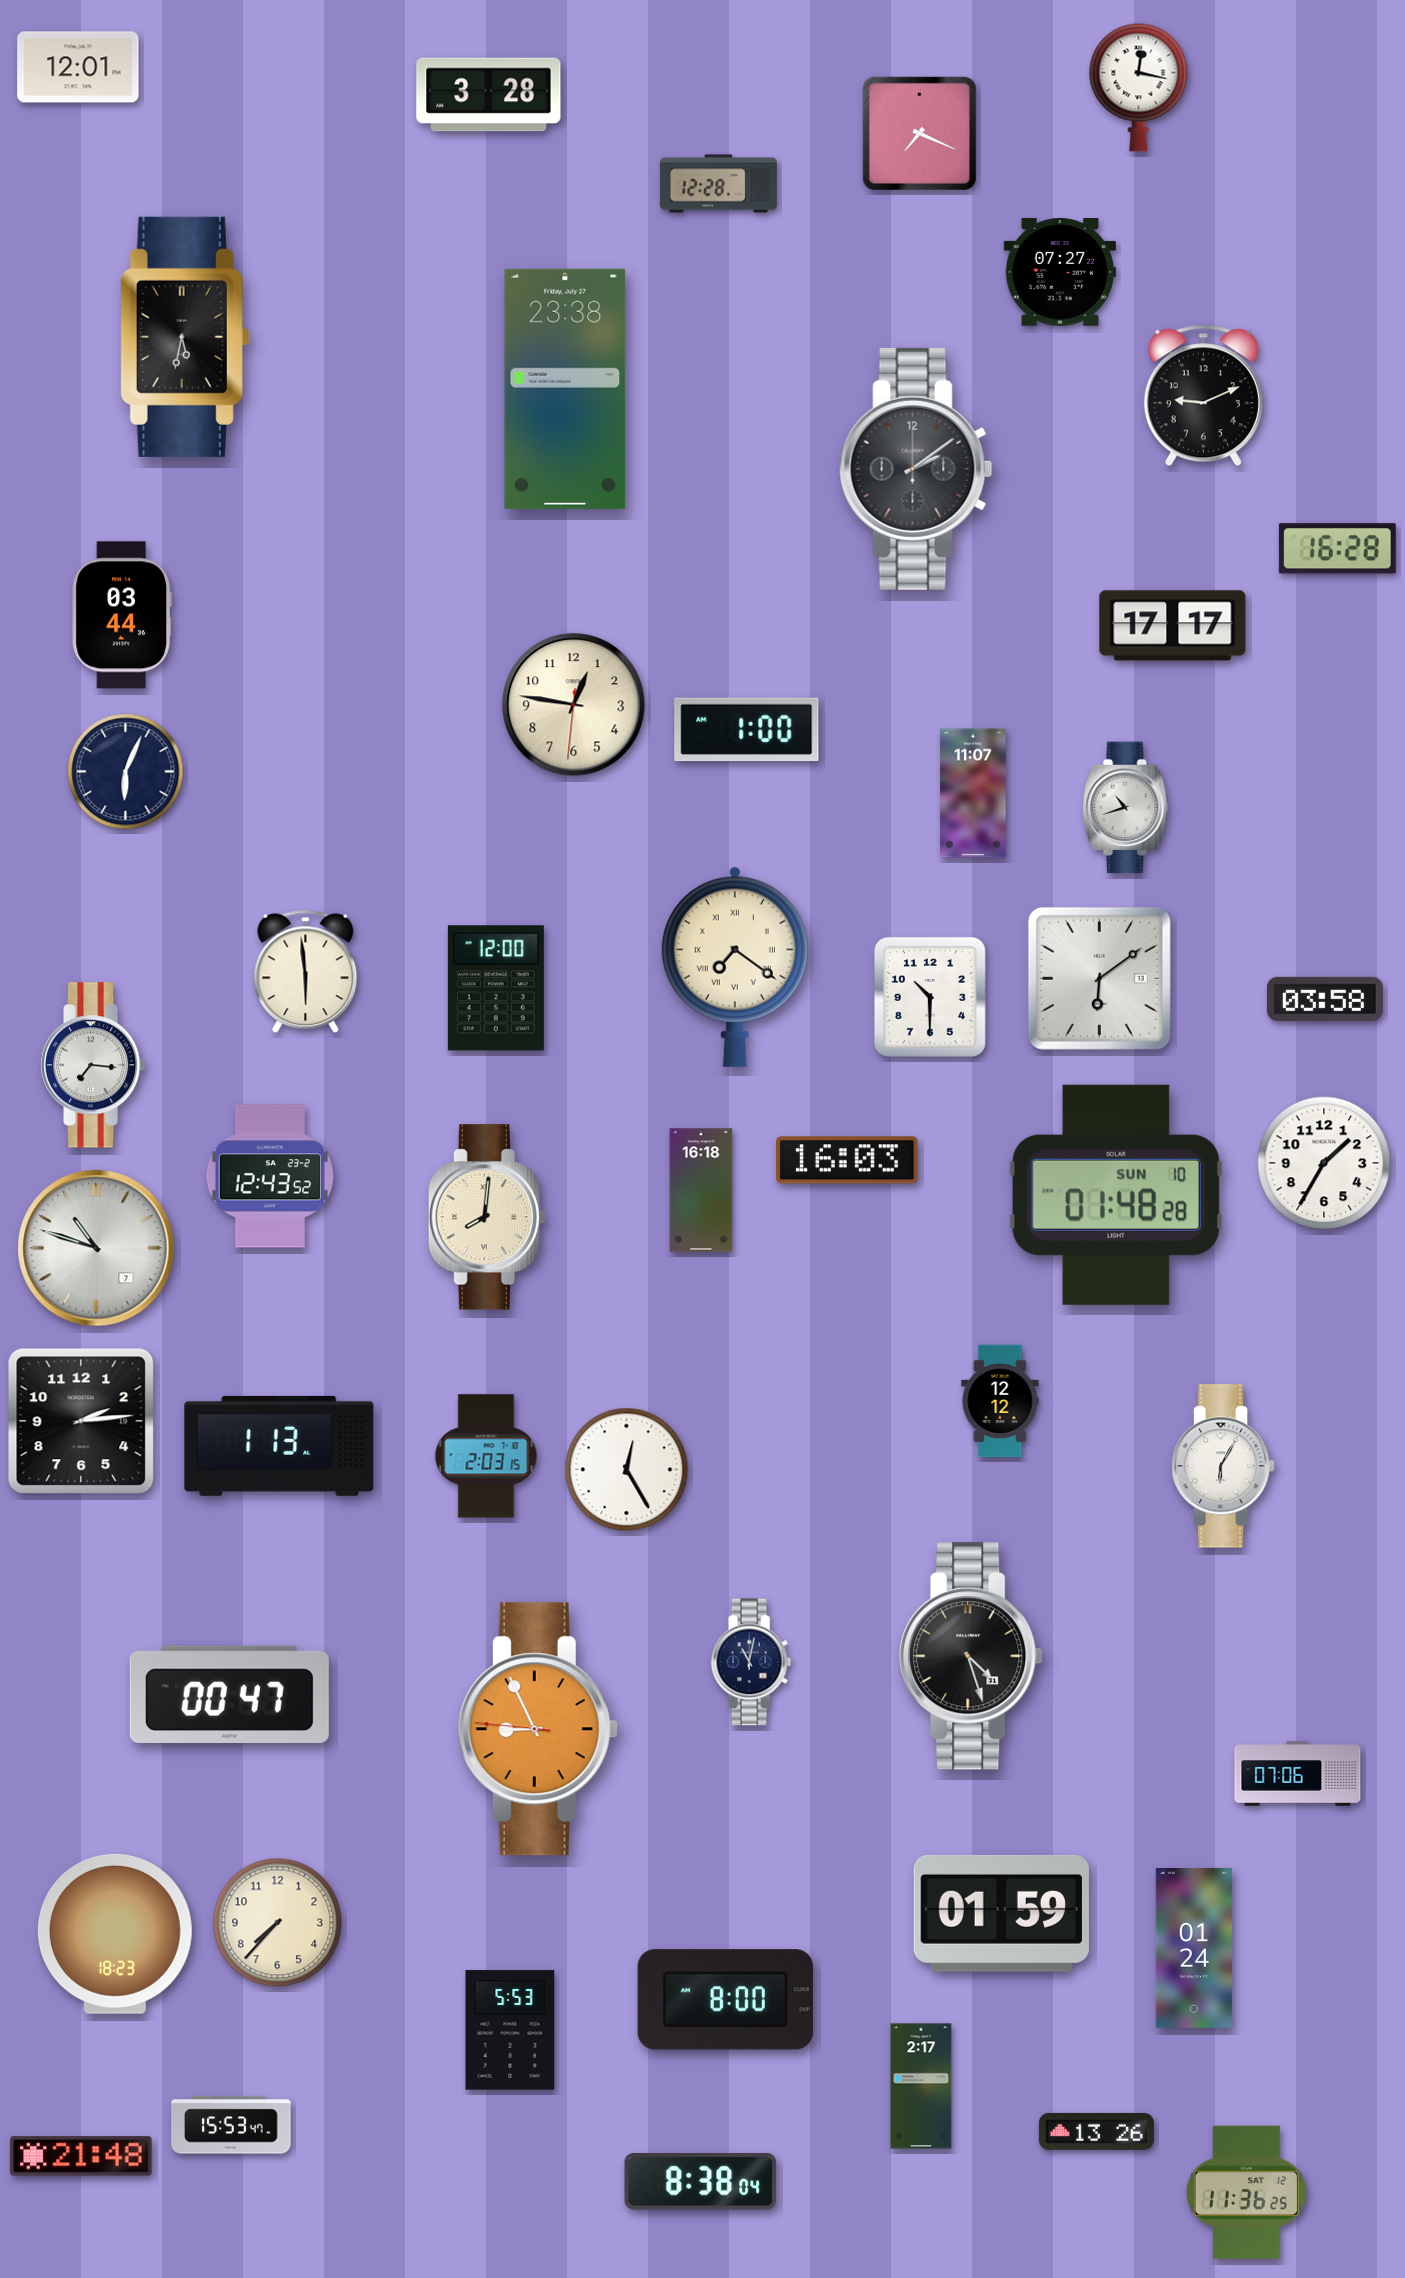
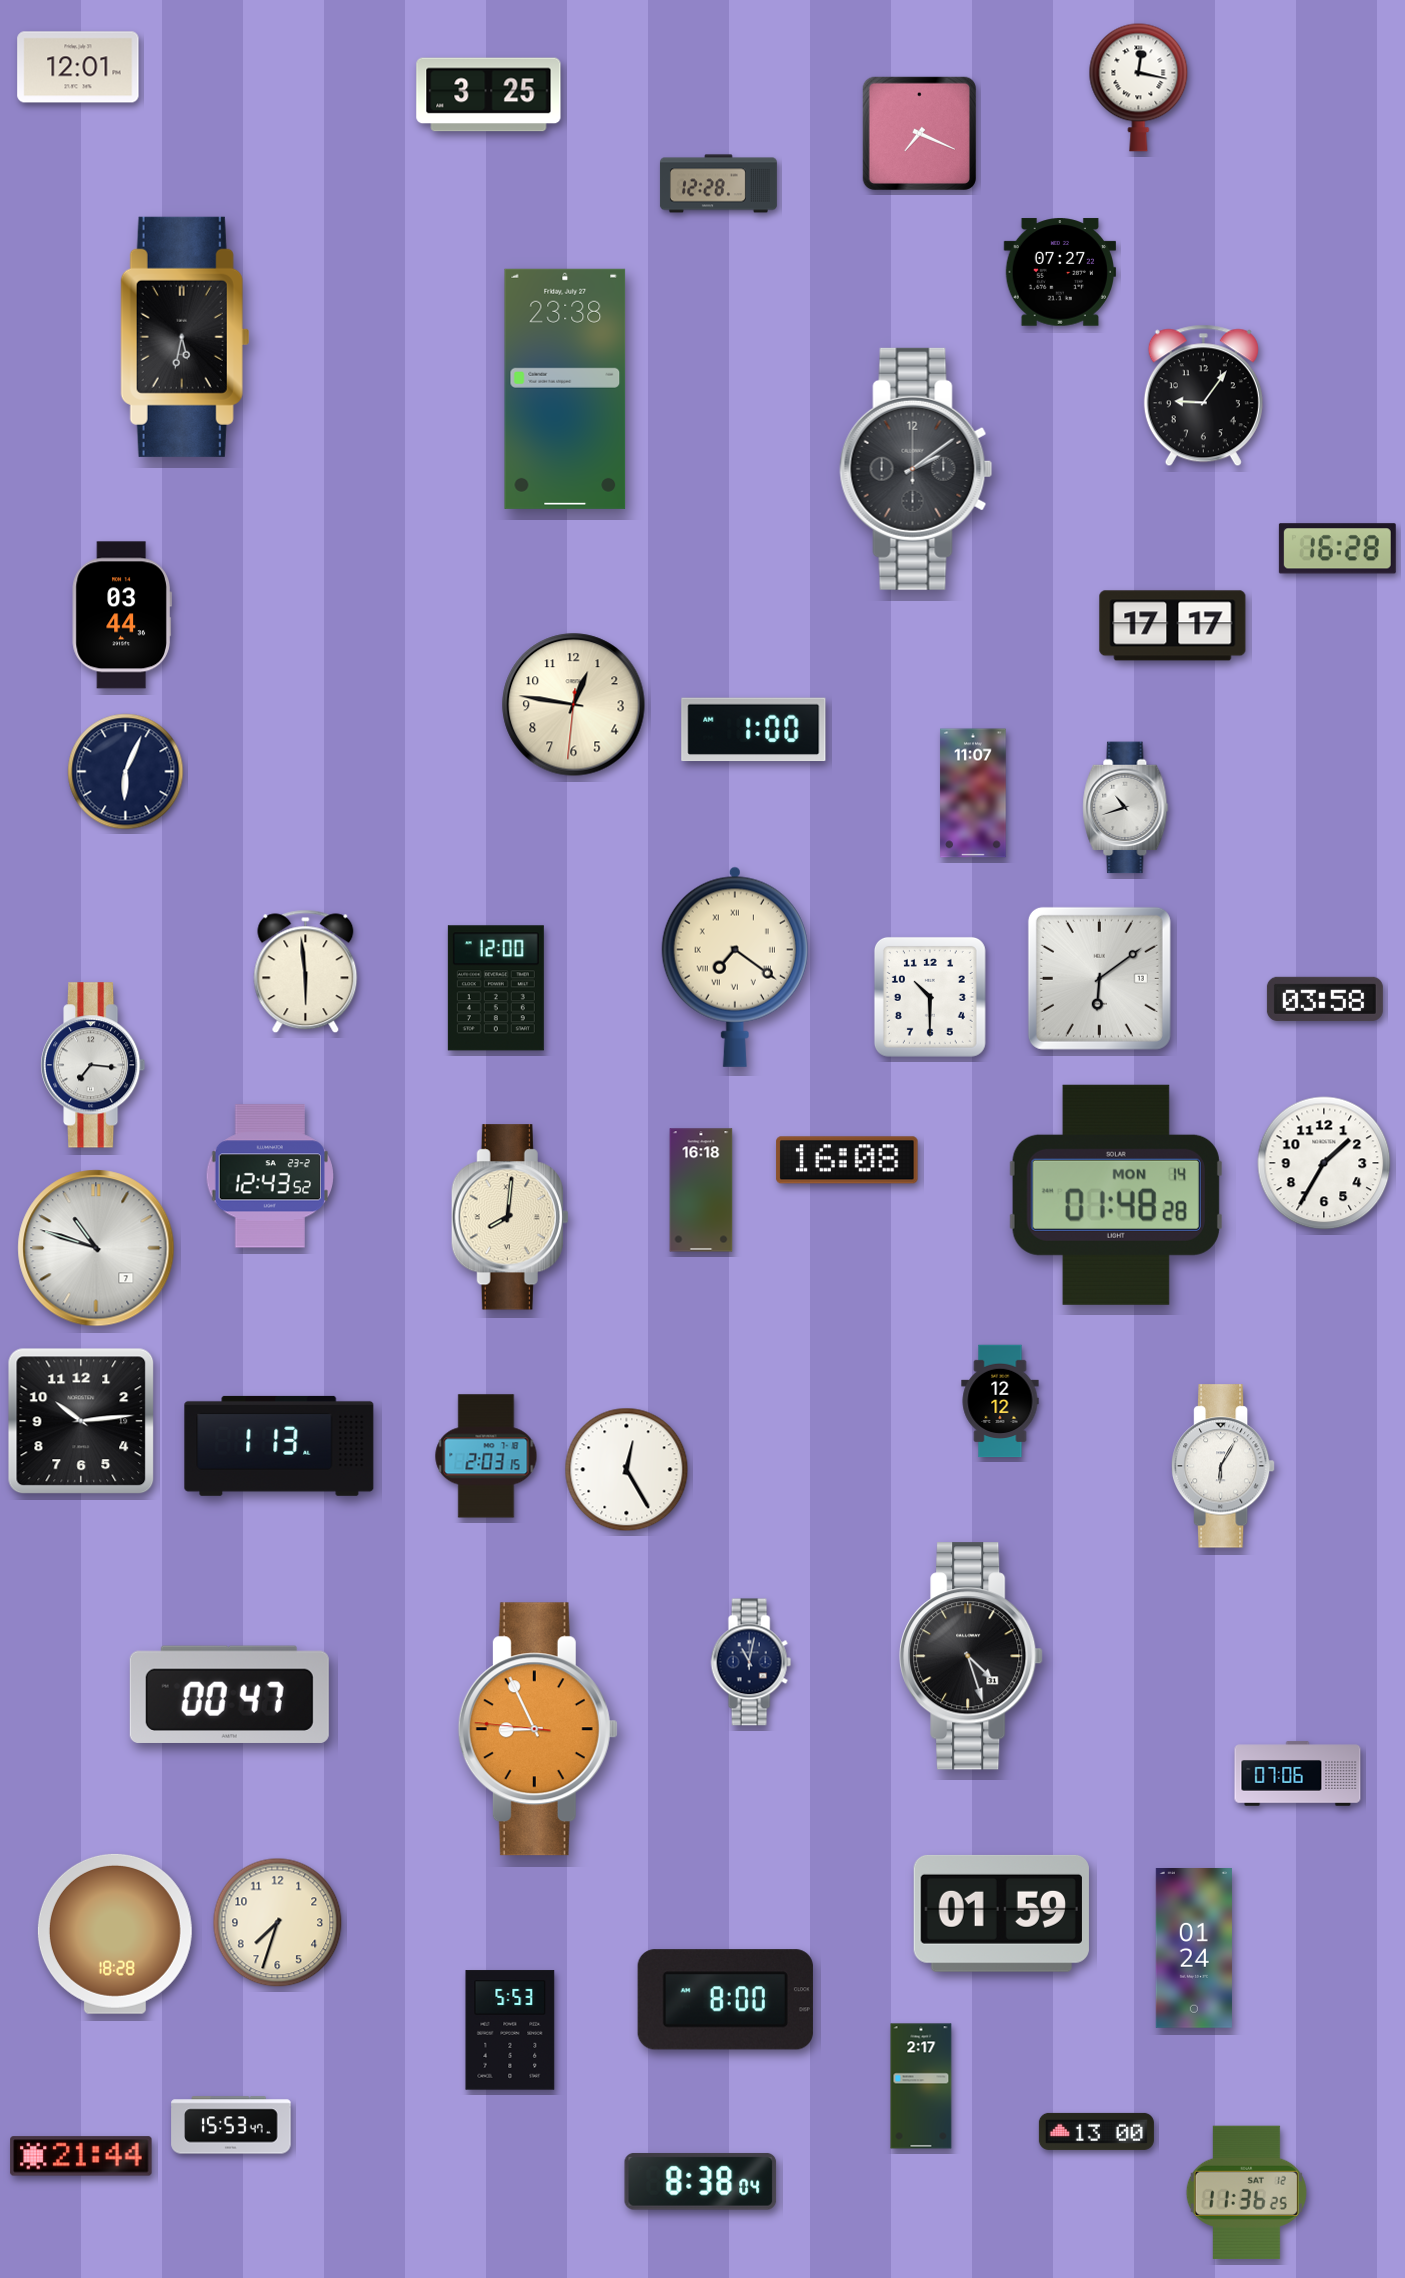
clock at (489, 95): 3:28 -> 3:25
clock at (1203, 396): 9:11 -> 9:06
clock at (747, 730) position: (747, 730) -> (754, 730)
clock at (847, 1160): 16:03 -> 16:08
clock at (1116, 1195) date: SUN 10 -> MON 14
clock at (487, 1217) position: (487, 1217) -> (510, 1217)
clock at (81, 1421): 2:14 -> 10:14
clock at (278, 1923): 7:37 -> 7:33
clock at (115, 1934): 18:23 -> 18:28
clock at (1096, 2131): 13:26 -> 13:00
clock at (81, 2156): 21:48 -> 21:44
